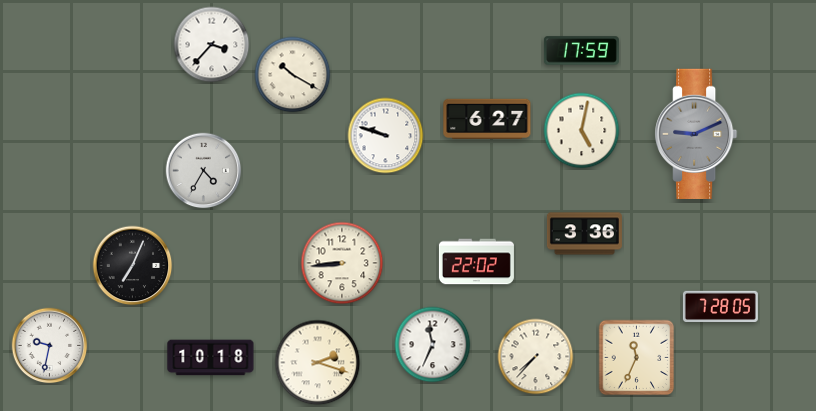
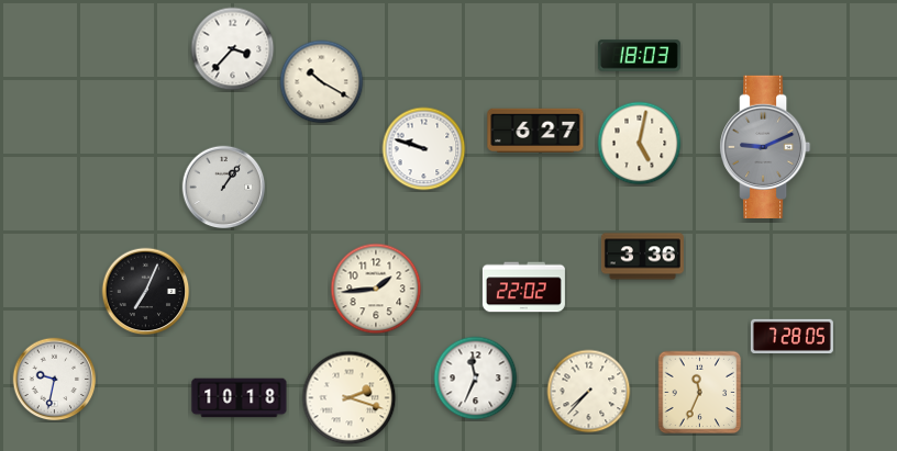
clock at (581, 51): 17:59 -> 18:03
clock at (204, 171): 4:35 -> 1:06
clock at (342, 263): 8:44 -> 1:44
clock at (211, 358) position: (211, 358) -> (240, 398)
